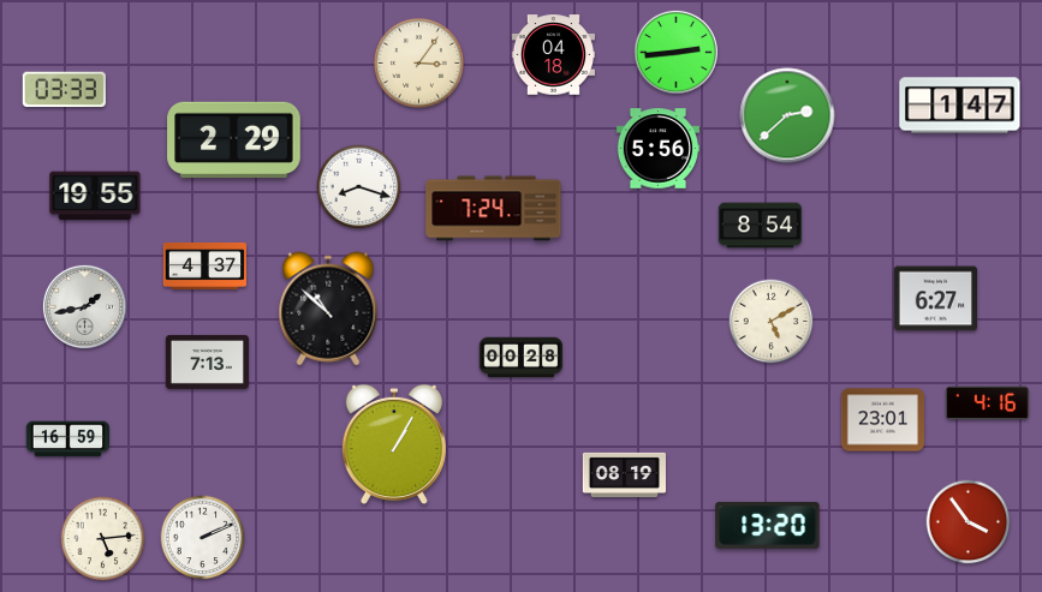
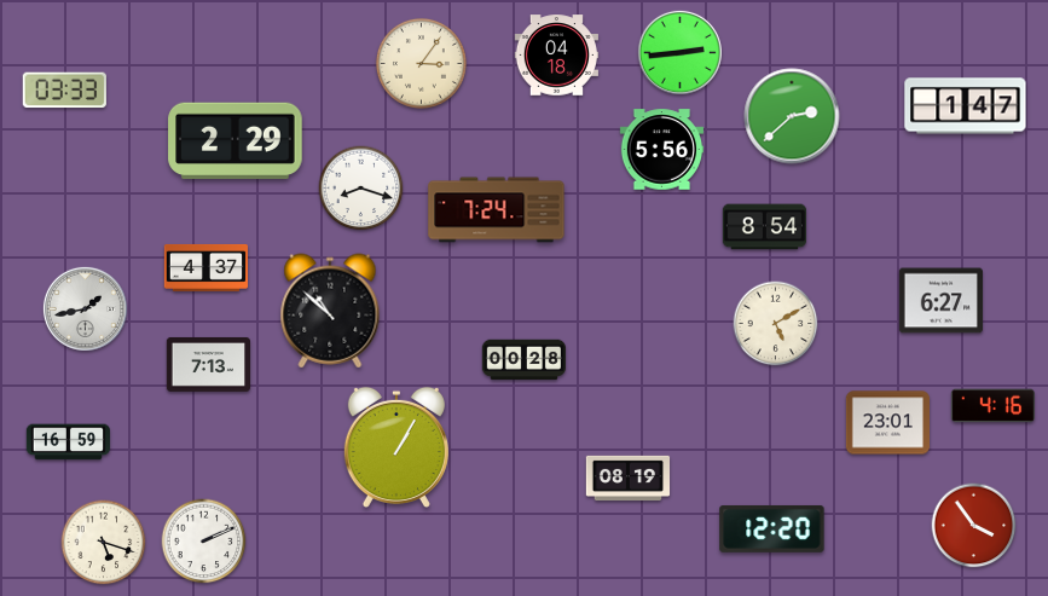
clock at (95, 196): 19:55 -> none
clock at (768, 525): 13:20 -> 12:20
clock at (103, 539): 5:14 -> 5:18
